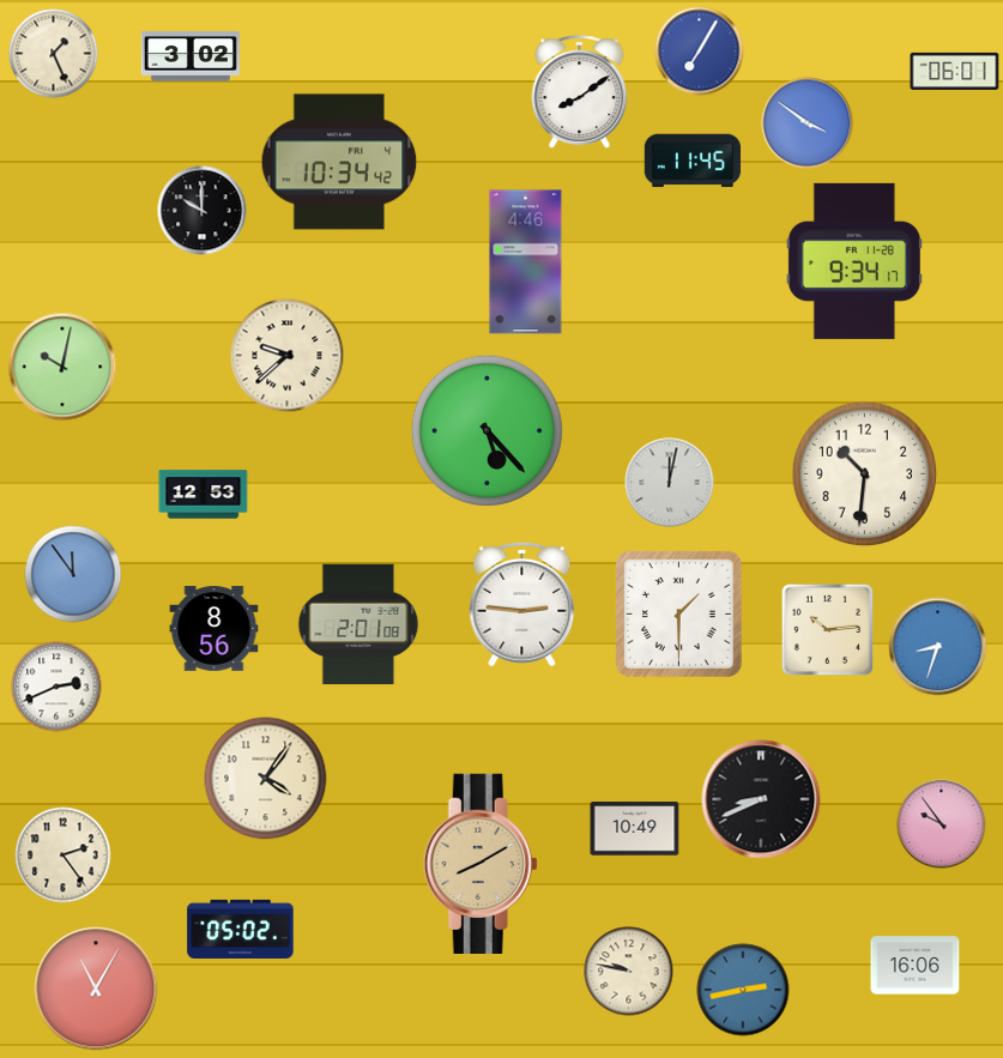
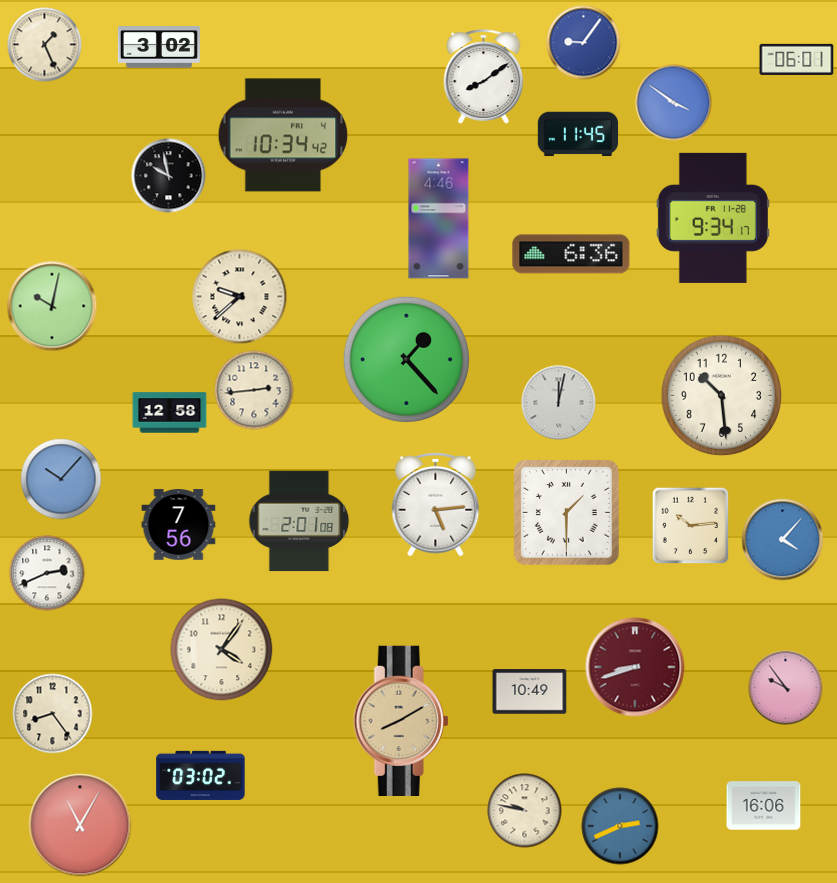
clock at (700, 52): 7:05 -> 9:06
clock at (203, 211): 10:00 -> 9:58
clock at (571, 254): none -> 6:36
clock at (487, 430): 5:23 -> 1:23
clock at (254, 390): none -> 2:44
clock at (865, 474): 10:31 -> 10:29
clock at (204, 495): 12:53 -> 12:58
clock at (73, 574): 11:54 -> 10:07
clock at (522, 605): 2:46 -> 5:14
clock at (215, 629): 8:56 -> 7:56
clock at (938, 647): 8:33 -> 4:07
clock at (761, 799): 8:41 -> 8:42
clock at (761, 799) dial: black -> burgundy
clock at (64, 856): 2:24 -> 8:24
clock at (241, 929): 05:02 -> 03:02
clock at (743, 990): 2:43 -> 2:41
